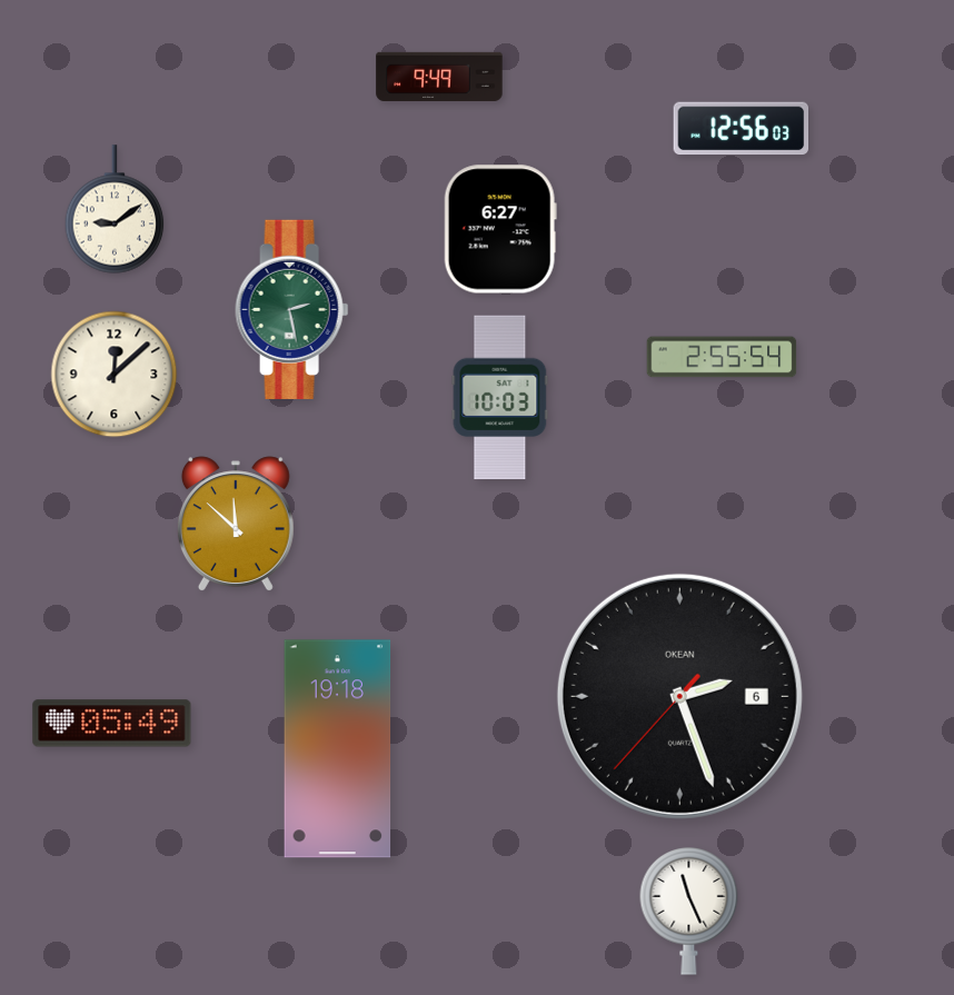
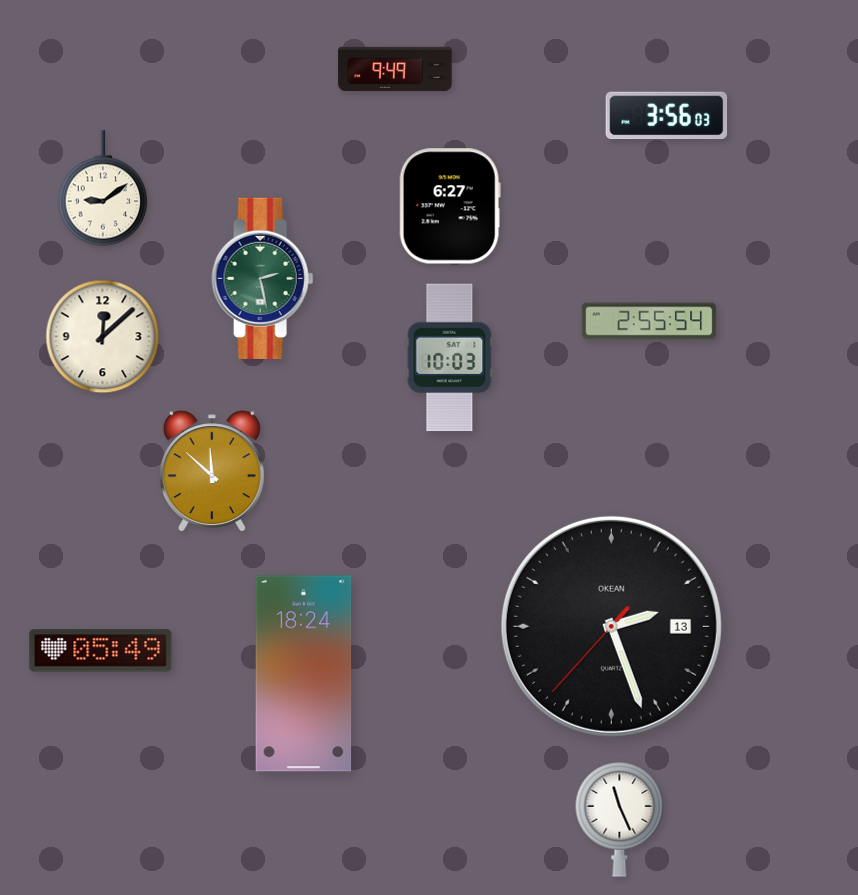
clock at (742, 129): 12:56 -> 3:56
clock at (679, 696) date: 6 -> 13
clock at (338, 749): 19:18 -> 18:24
